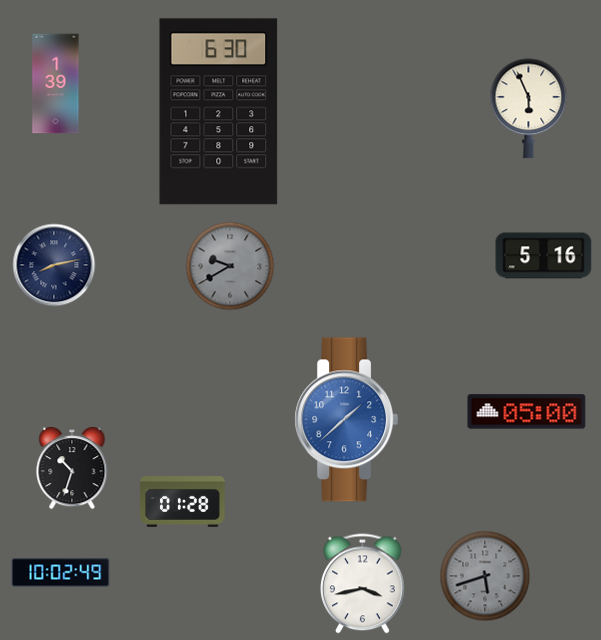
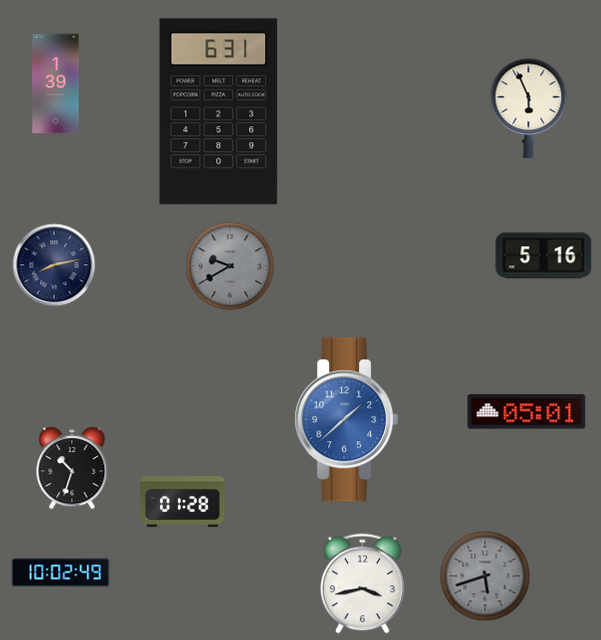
clock at (219, 112): 6:30 -> 6:31
clock at (527, 412): 05:00 -> 05:01
